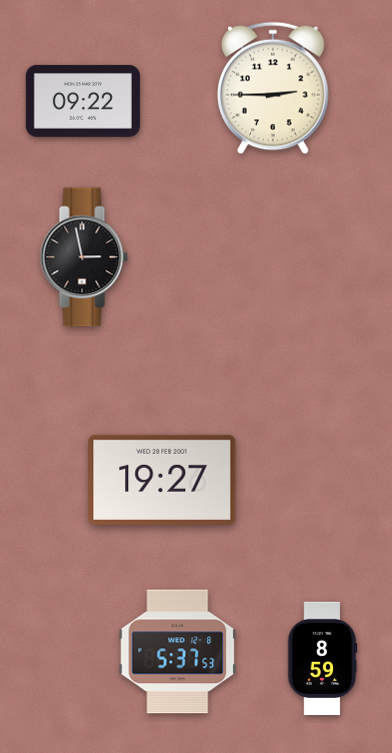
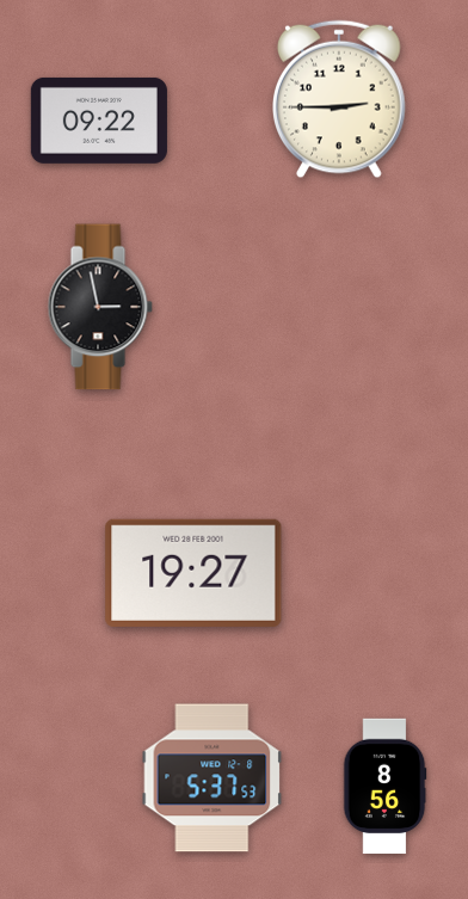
clock at (274, 88) position: (274, 88) -> (340, 99)
clock at (322, 659): 8:59 -> 8:56
